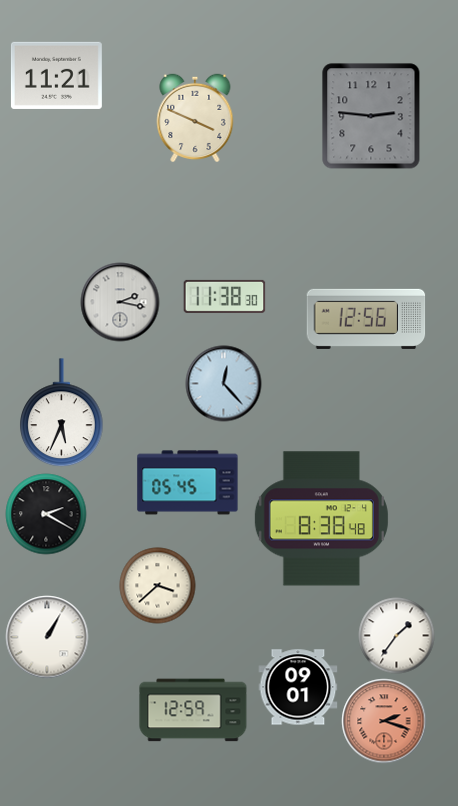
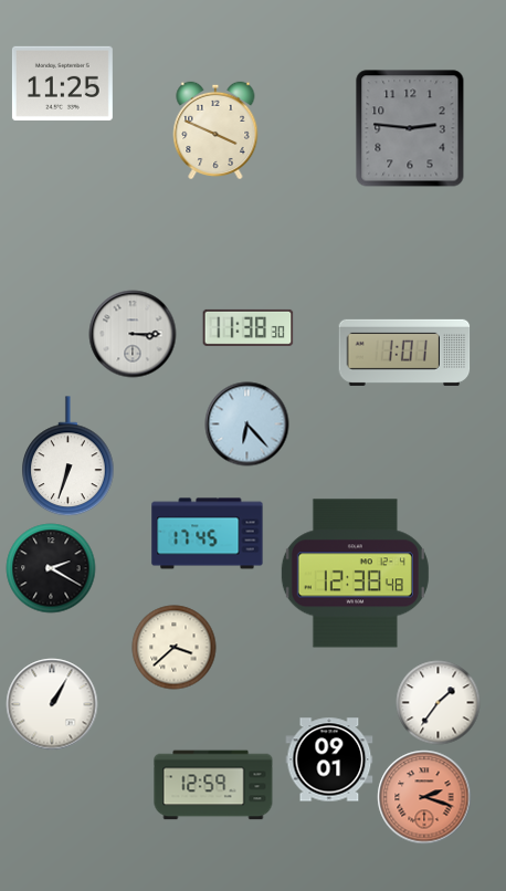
clock at (56, 75): 11:21 -> 11:25
clock at (120, 302): 2:17 -> 3:15
clock at (366, 319): 12:56 -> 1:01
clock at (224, 384): 12:23 -> 6:23
clock at (62, 413): 5:34 -> 6:33
clock at (188, 483): 05:45 -> 17:45
clock at (321, 519): 8:38 -> 12:38
